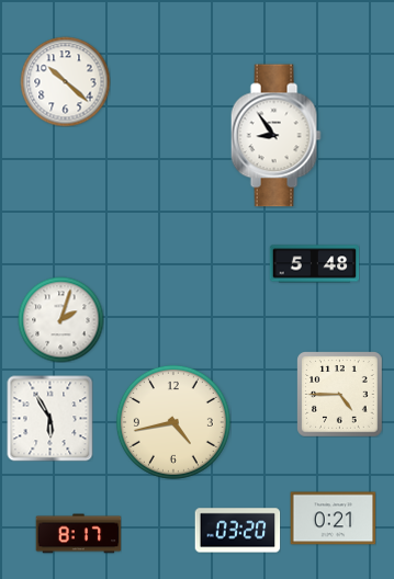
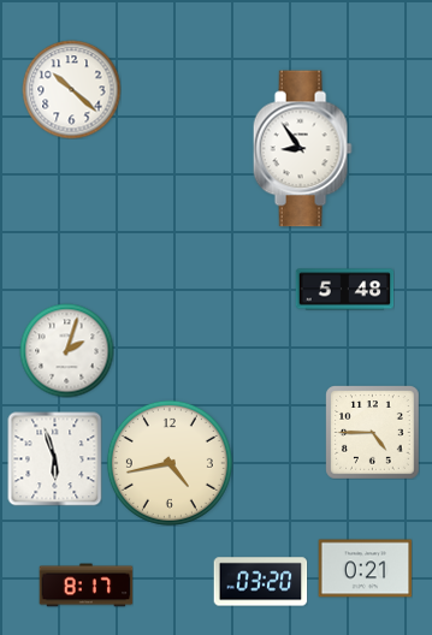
clock at (49, 418): 5:55 -> 5:57
clock at (173, 422) position: (173, 422) -> (170, 463)
